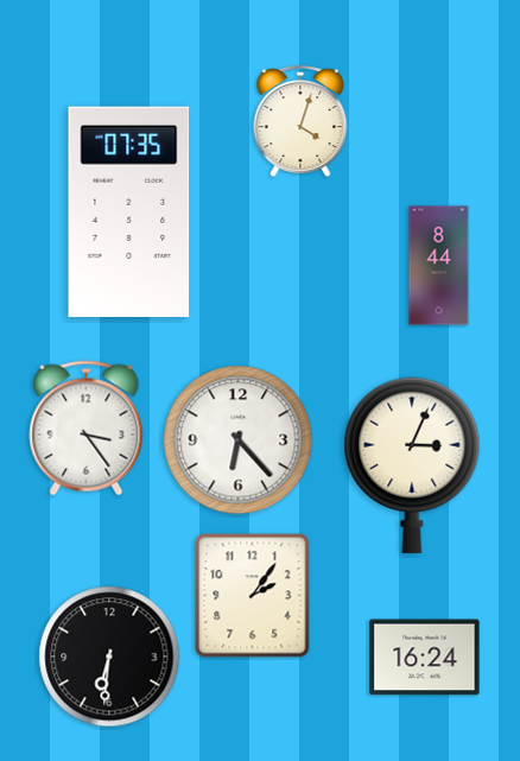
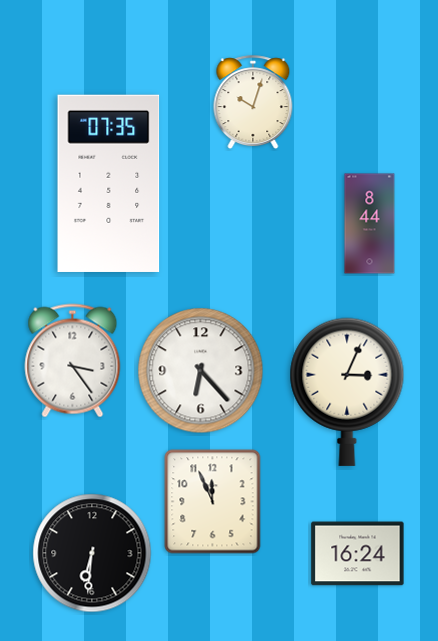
clock at (300, 122): 4:03 -> 10:03
clock at (129, 211) position: (129, 211) -> (109, 183)
clock at (253, 596): 2:06 -> 11:56
